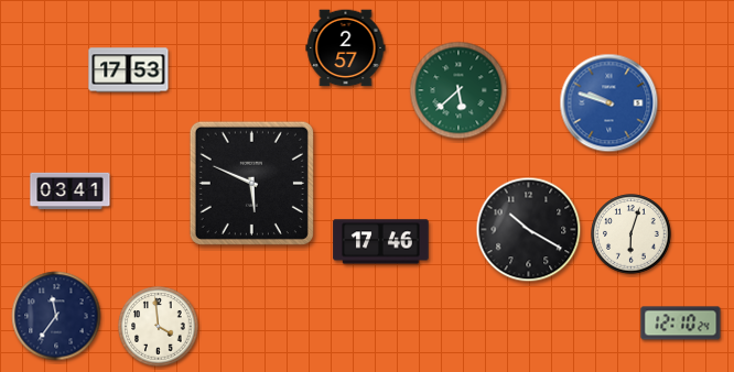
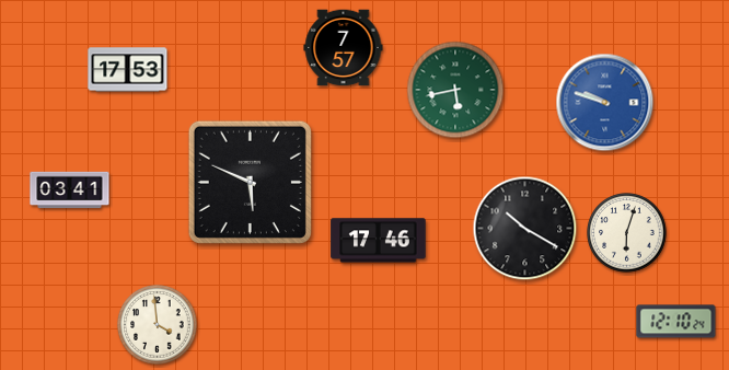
clock at (346, 48): 2:57 -> 7:57
clock at (458, 90): 5:38 -> 5:43
clock at (56, 316): 11:36 -> none
